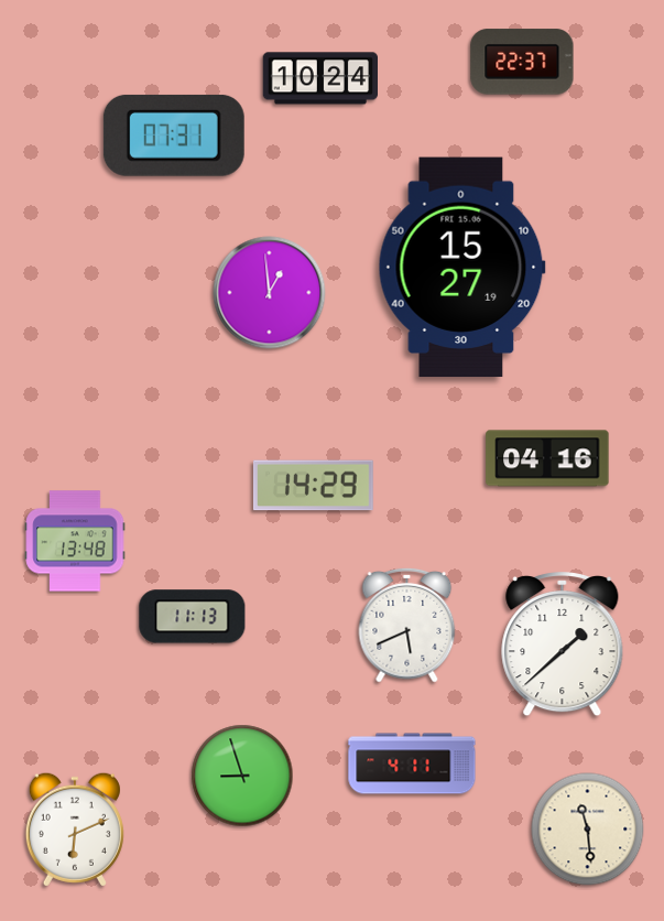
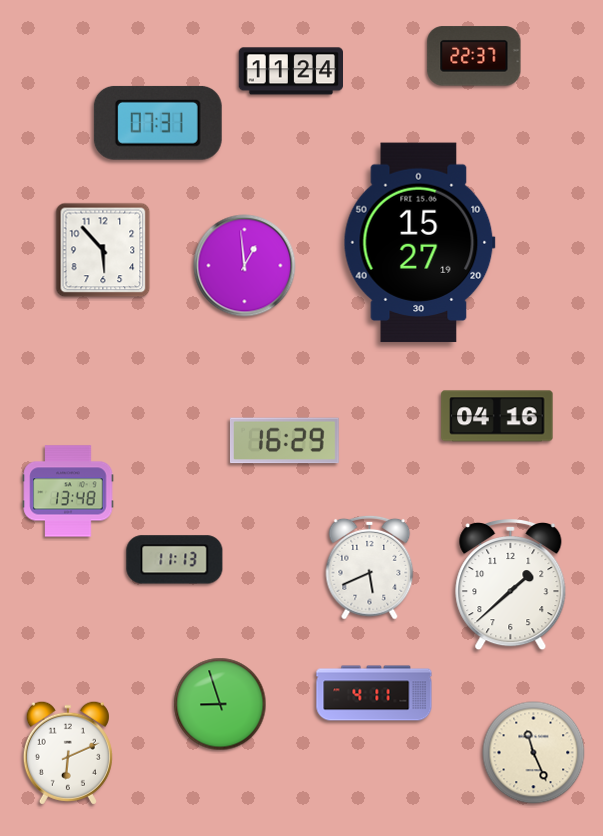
clock at (320, 78): 10:24 -> 11:24
clock at (103, 250): none -> 5:53
clock at (313, 486): 14:29 -> 16:29
clock at (588, 830): 11:29 -> 11:26
